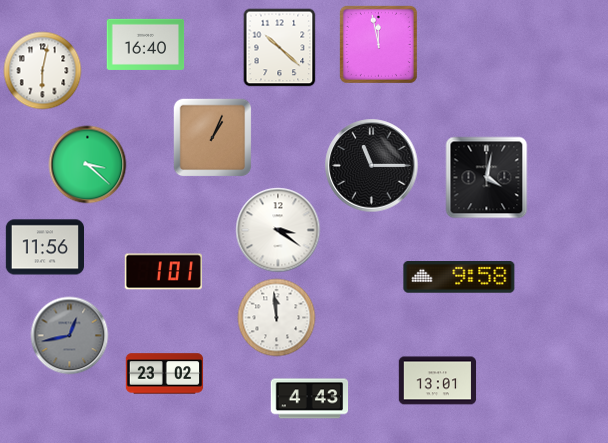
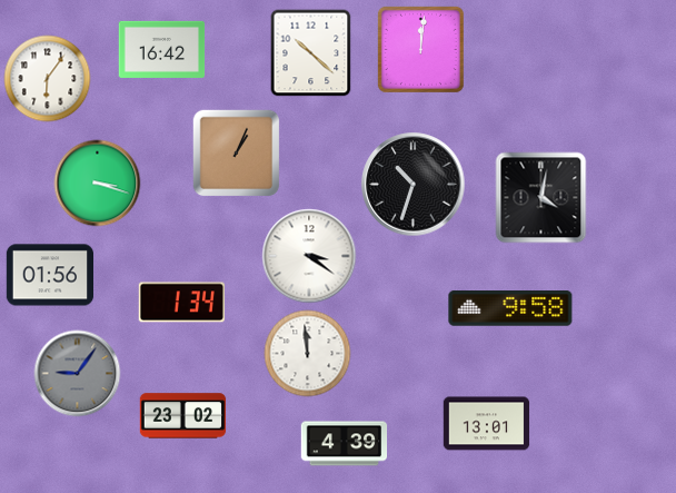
clock at (145, 44): 16:40 -> 16:42
clock at (378, 44): 11:58 -> 12:01
clock at (42, 70): 6:02 -> 6:06
clock at (87, 164): 3:22 -> 3:18
clock at (371, 165): 11:15 -> 10:33
clock at (44, 247): 11:56 -> 01:56
clock at (163, 272): 1:01 -> 1:34
clock at (69, 335): 12:43 -> 9:06
clock at (309, 399): 4:43 -> 4:39
